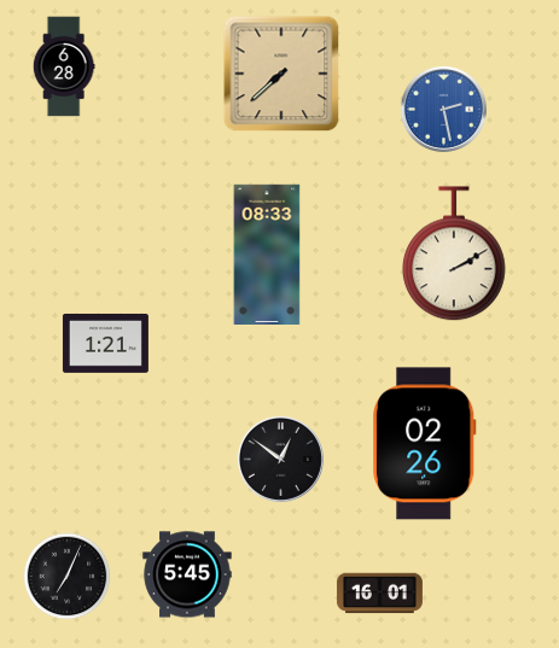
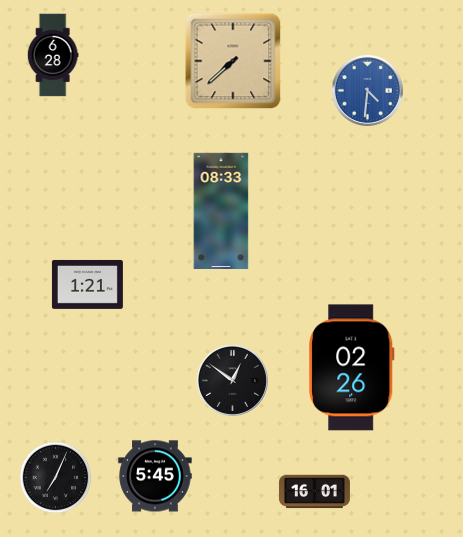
clock at (443, 109): 2:28 -> 4:31
clock at (454, 255): 2:10 -> none
